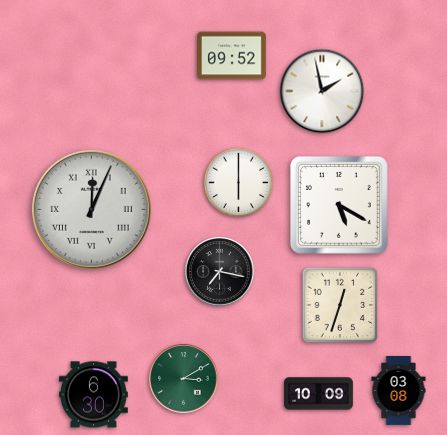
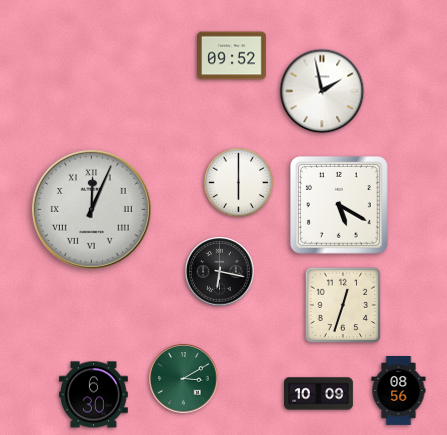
clock at (220, 272): 7:17 -> 6:17
clock at (340, 305) position: (340, 305) -> (343, 305)
clock at (399, 391): 03:08 -> 08:56
